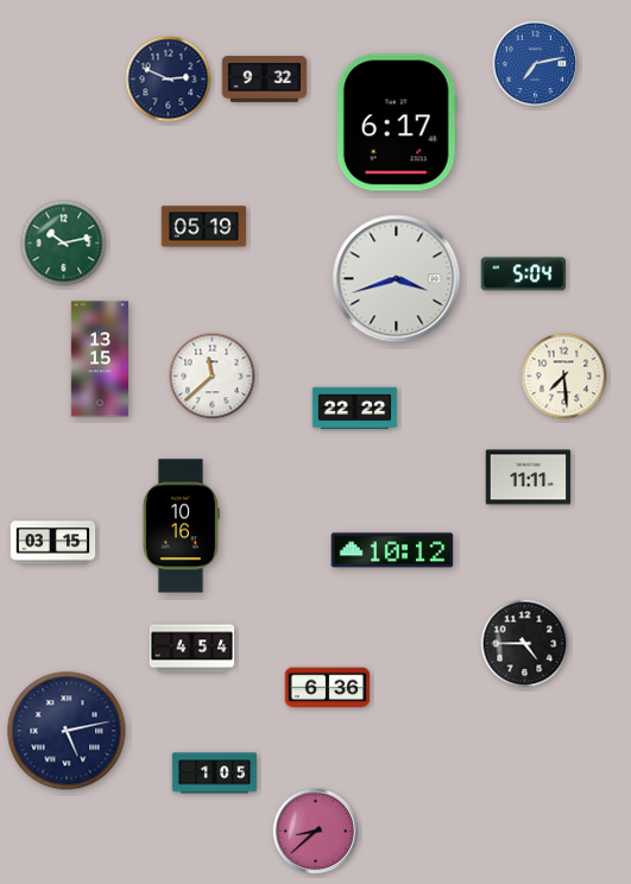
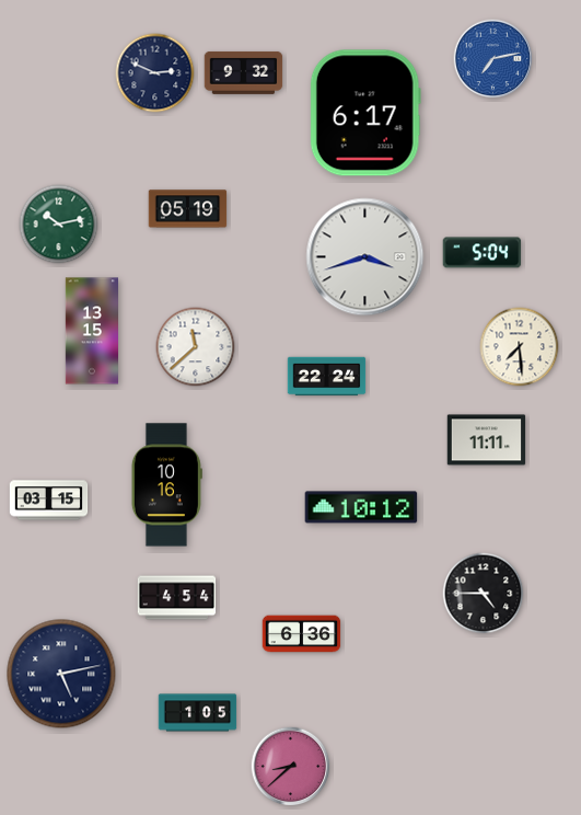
clock at (355, 409): 22:22 -> 22:24
